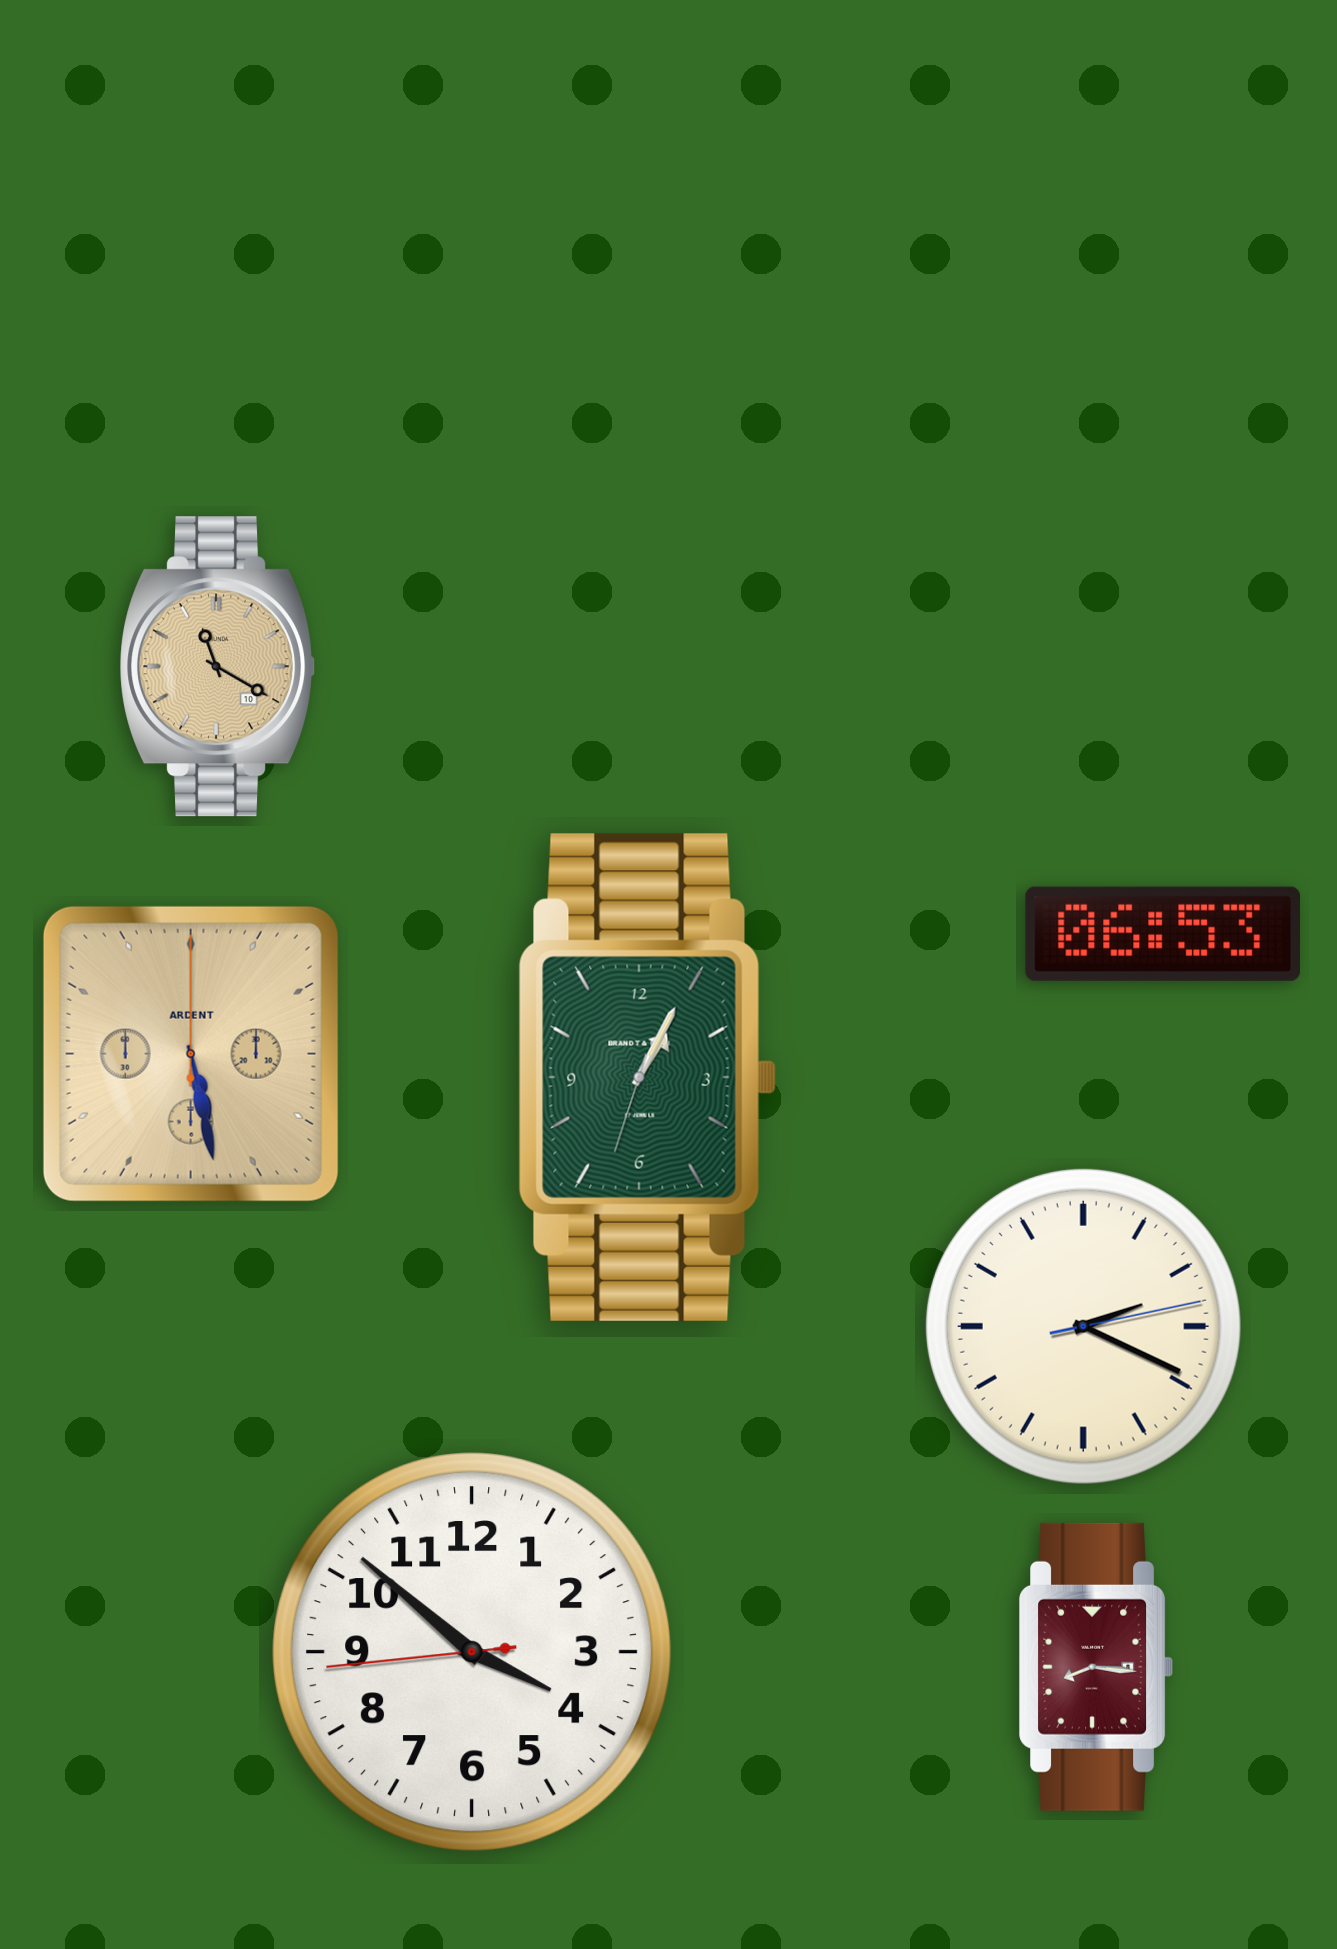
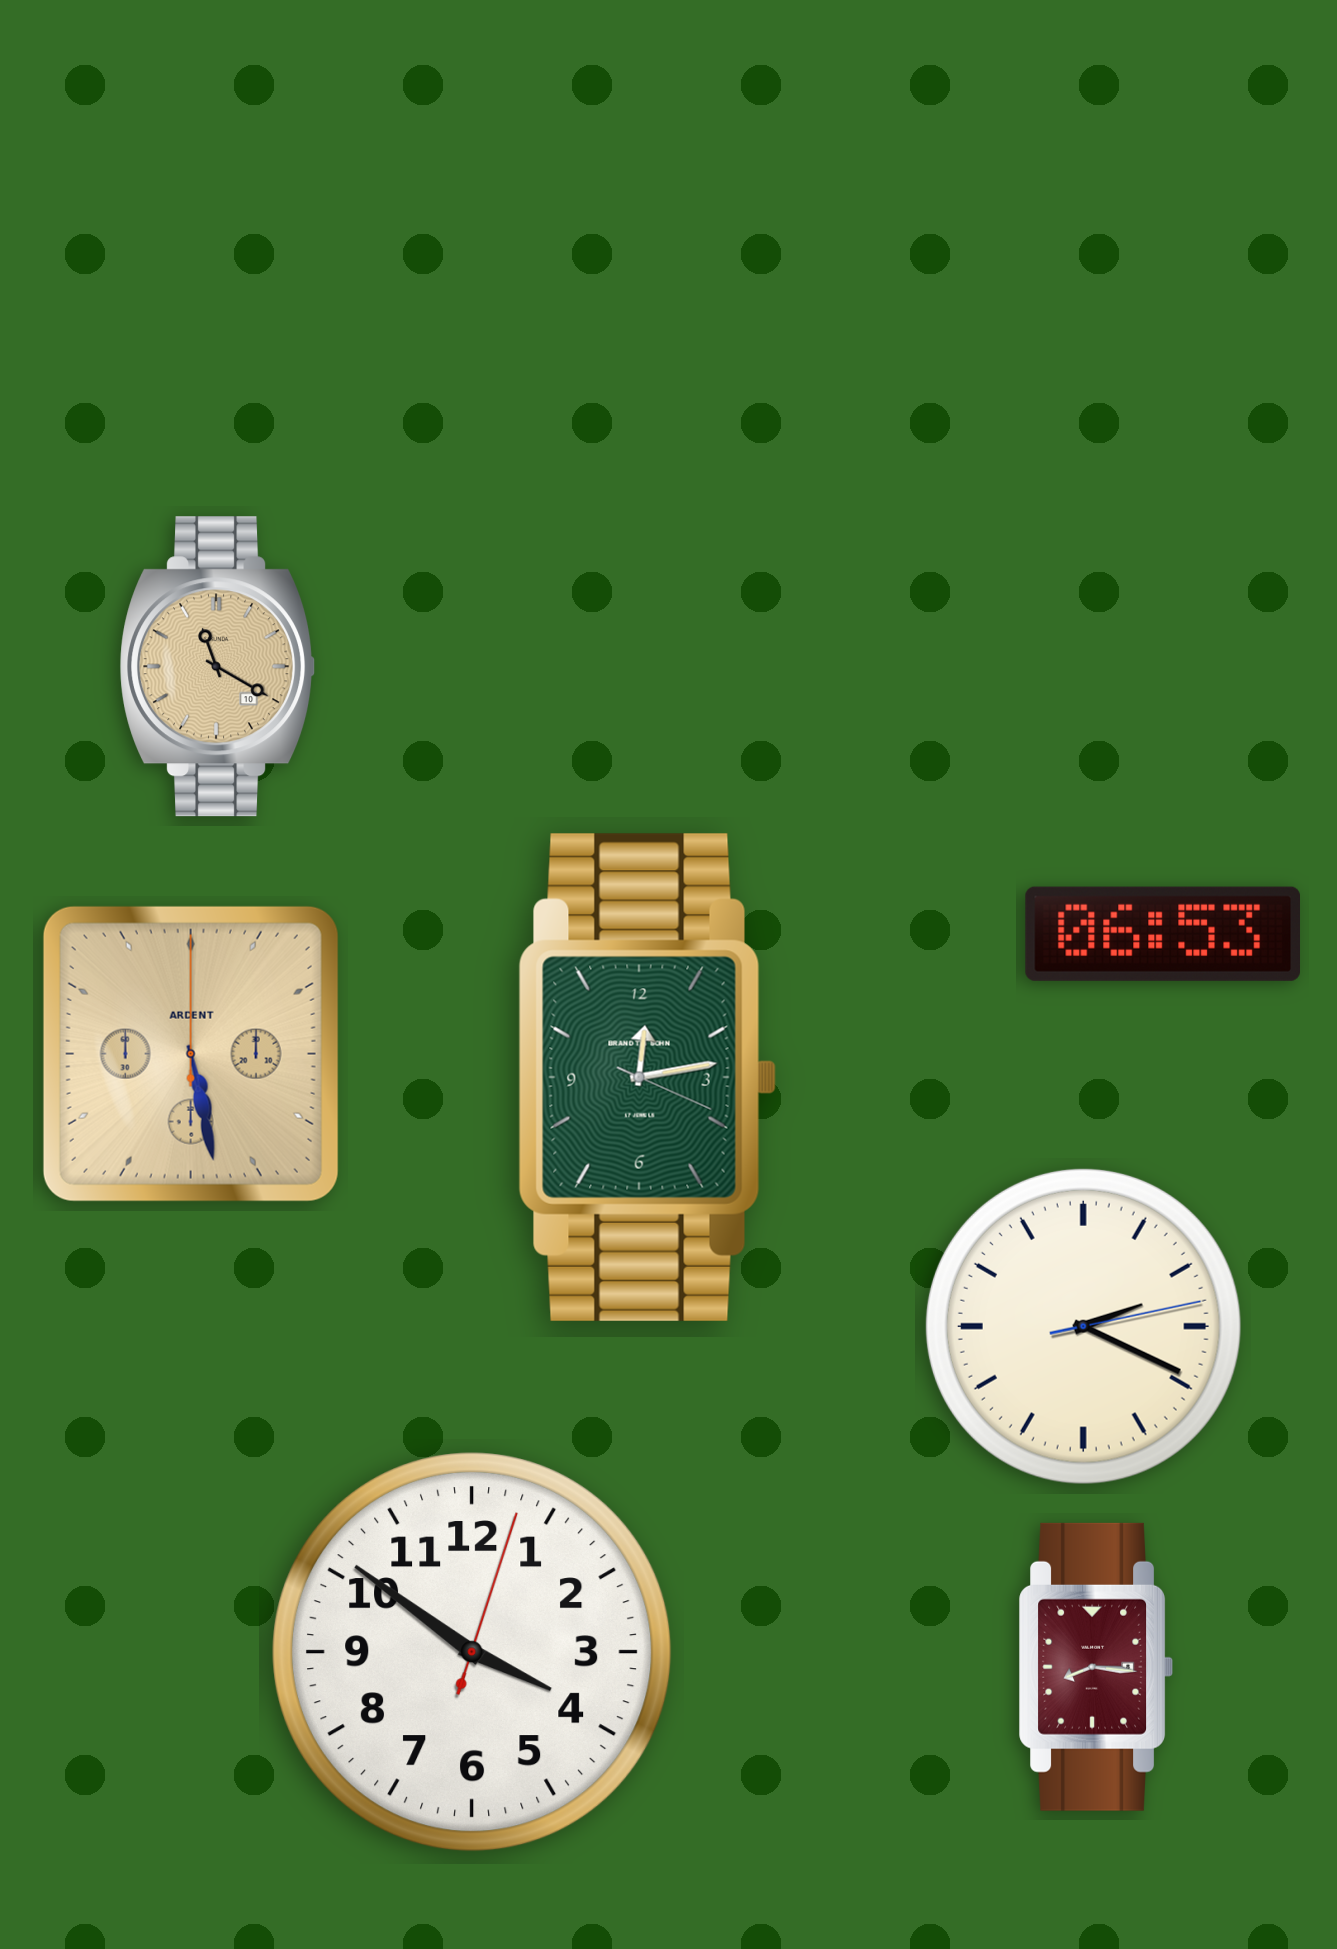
clock at (647, 1077): 1:04 -> 12:13
clock at (473, 1653): 3:51:44 -> 3:51:03
